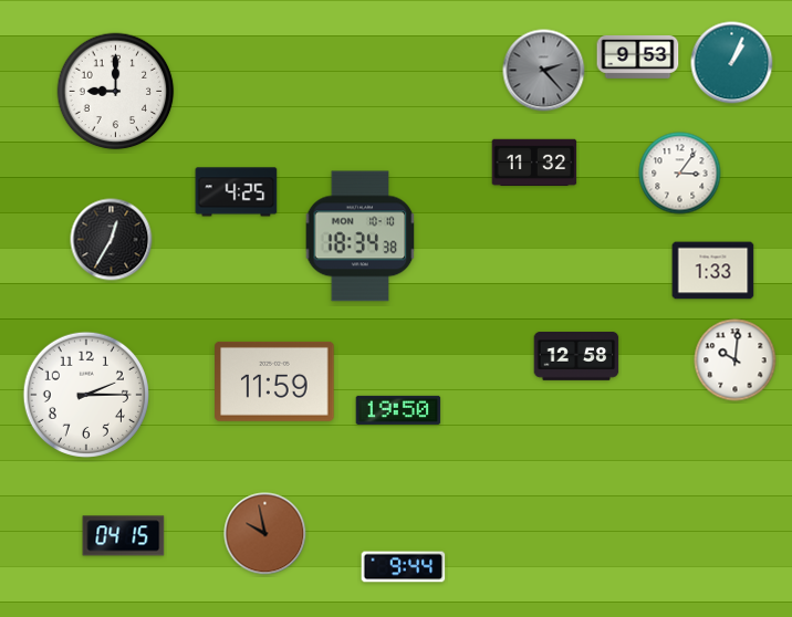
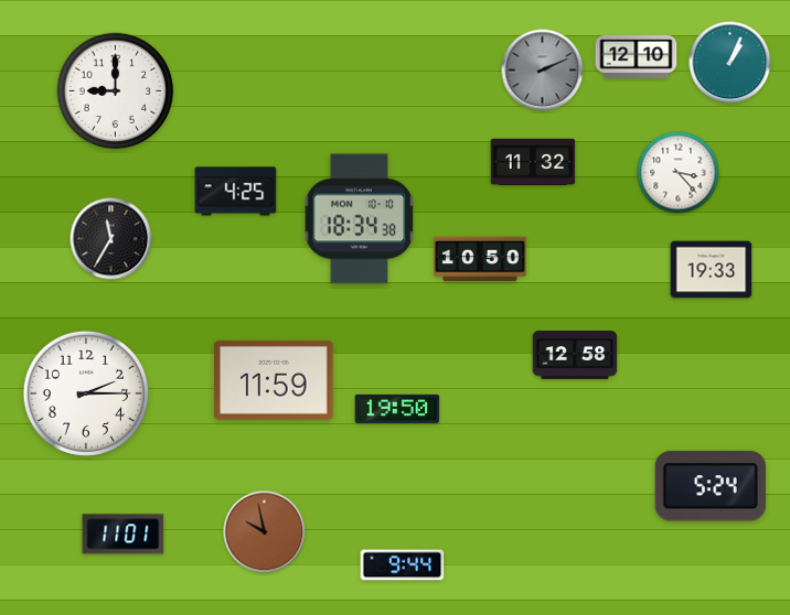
clock at (638, 56): 9:53 -> 12:10
clock at (544, 71): 2:23 -> 2:11
clock at (680, 174): 3:06 -> 3:23
clock at (361, 237) position: (361, 237) -> (360, 219)
clock at (112, 240): 12:35 -> 11:35
clock at (480, 259): none -> 10:50
clock at (713, 271): 1:33 -> 19:33
clock at (736, 360): 10:01 -> none
clock at (711, 486): none -> 5:24
clock at (124, 536): 04:15 -> 11:01
